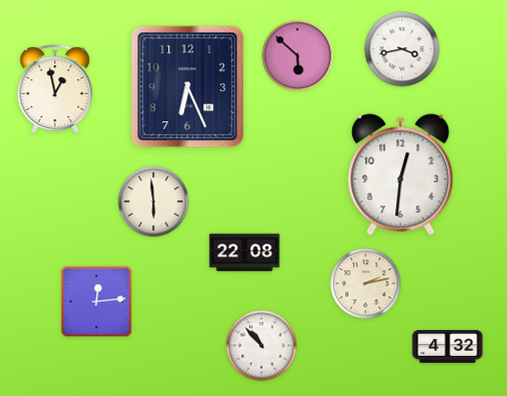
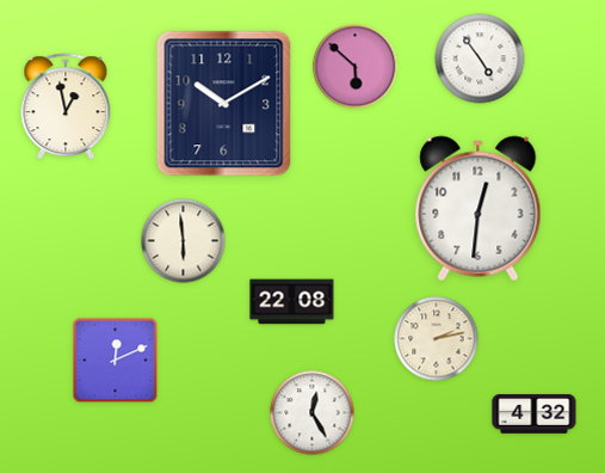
clock at (402, 49): 3:43 -> 4:54
clock at (188, 87): 6:26 -> 10:10
clock at (97, 302): 12:14 -> 12:11
clock at (262, 346): 10:53 -> 12:25
